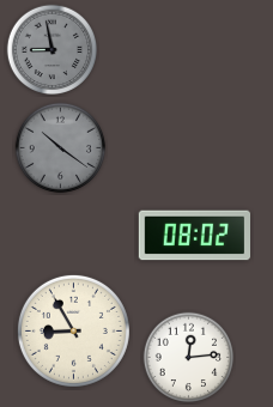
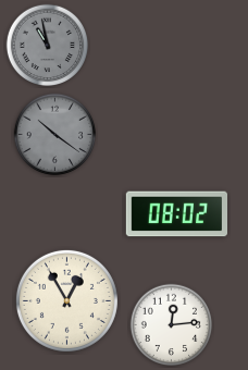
clock at (53, 50): 8:58 -> 10:58
clock at (73, 330): 8:55 -> 12:55
